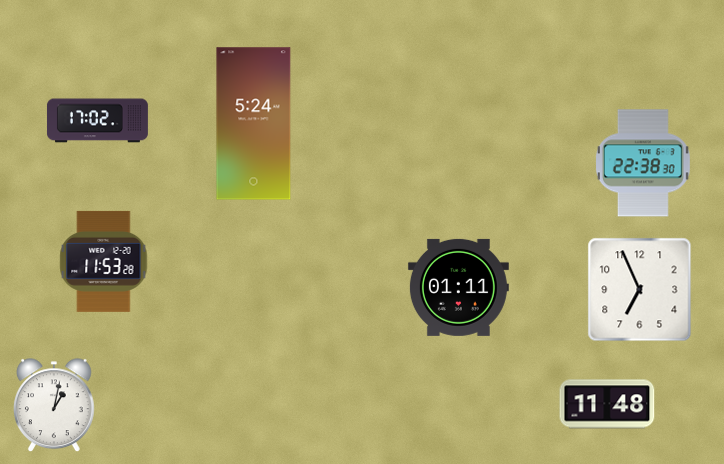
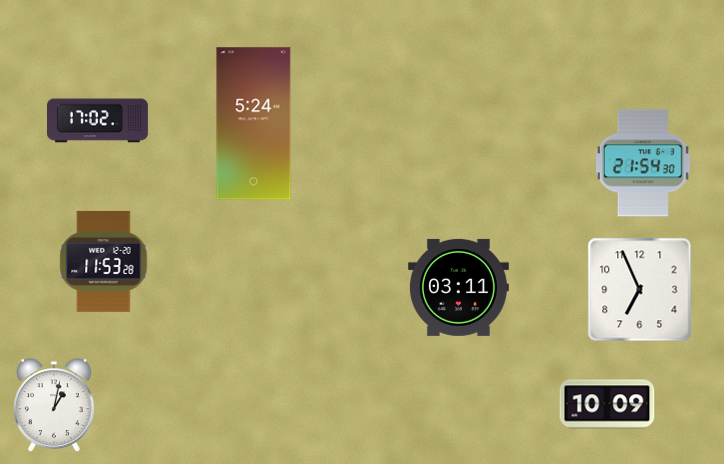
clock at (643, 163): 22:38 -> 21:54
clock at (458, 287): 01:11 -> 03:11
clock at (607, 404): 11:48 -> 10:09
